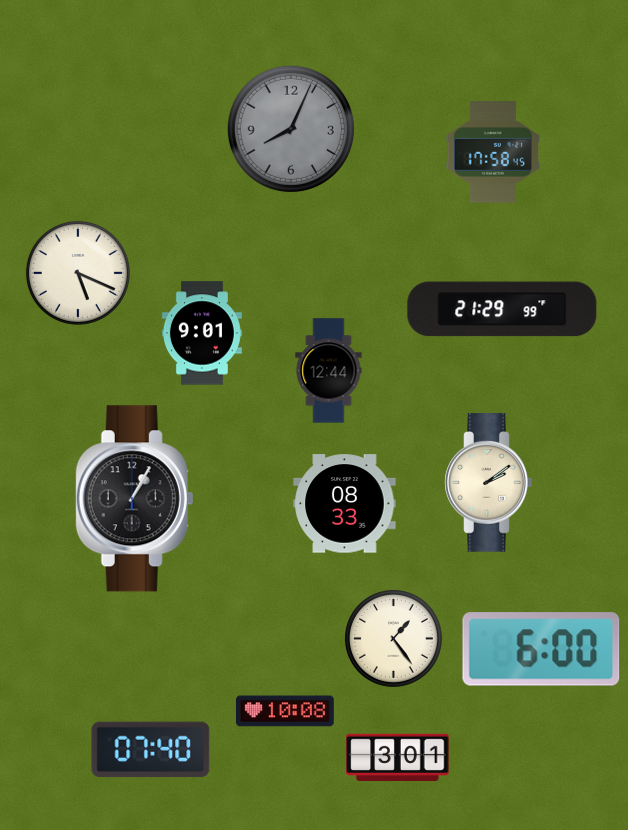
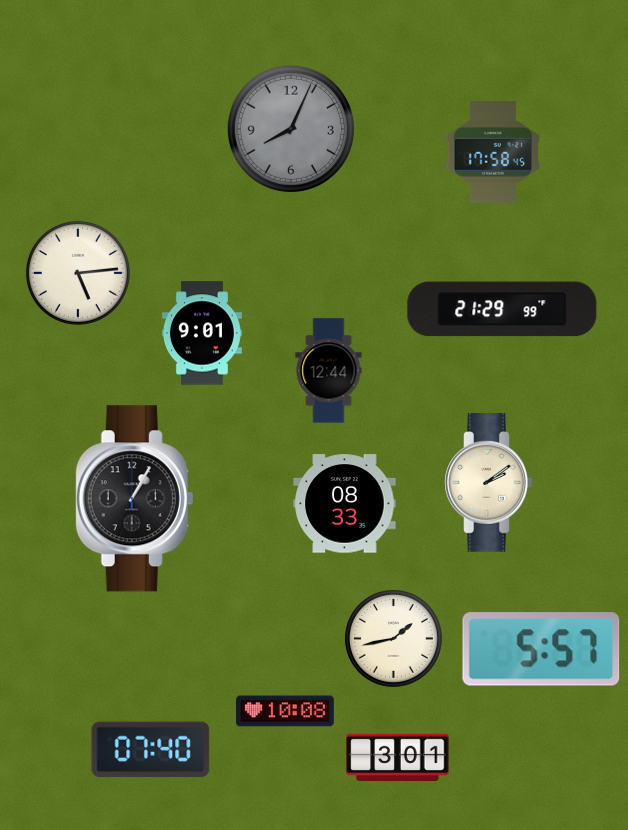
clock at (78, 273): 5:19 -> 5:14
clock at (393, 638): 1:24 -> 1:43
clock at (541, 649): 6:00 -> 5:57
